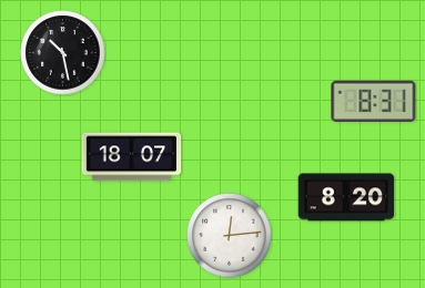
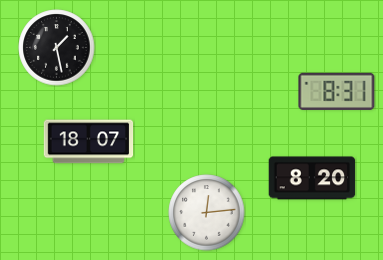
clock at (63, 53): 10:28 -> 1:28
clock at (132, 157) position: (132, 157) -> (89, 142)
